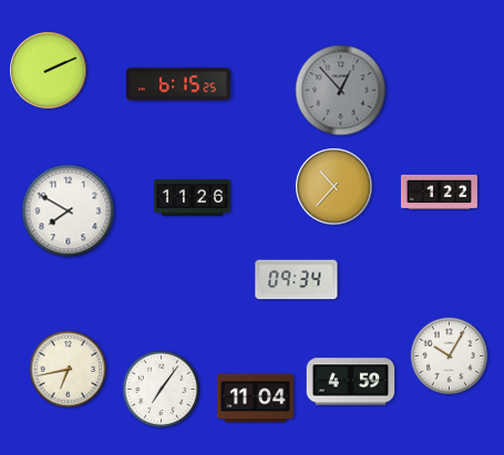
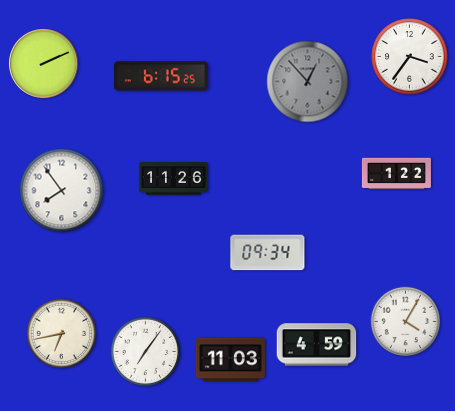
clock at (410, 57): none -> 3:36
clock at (335, 187): 10:37 -> none
clock at (69, 211): 7:50 -> 7:54
clock at (450, 356): 10:05 -> 4:05
clock at (255, 399): 11:04 -> 11:03
